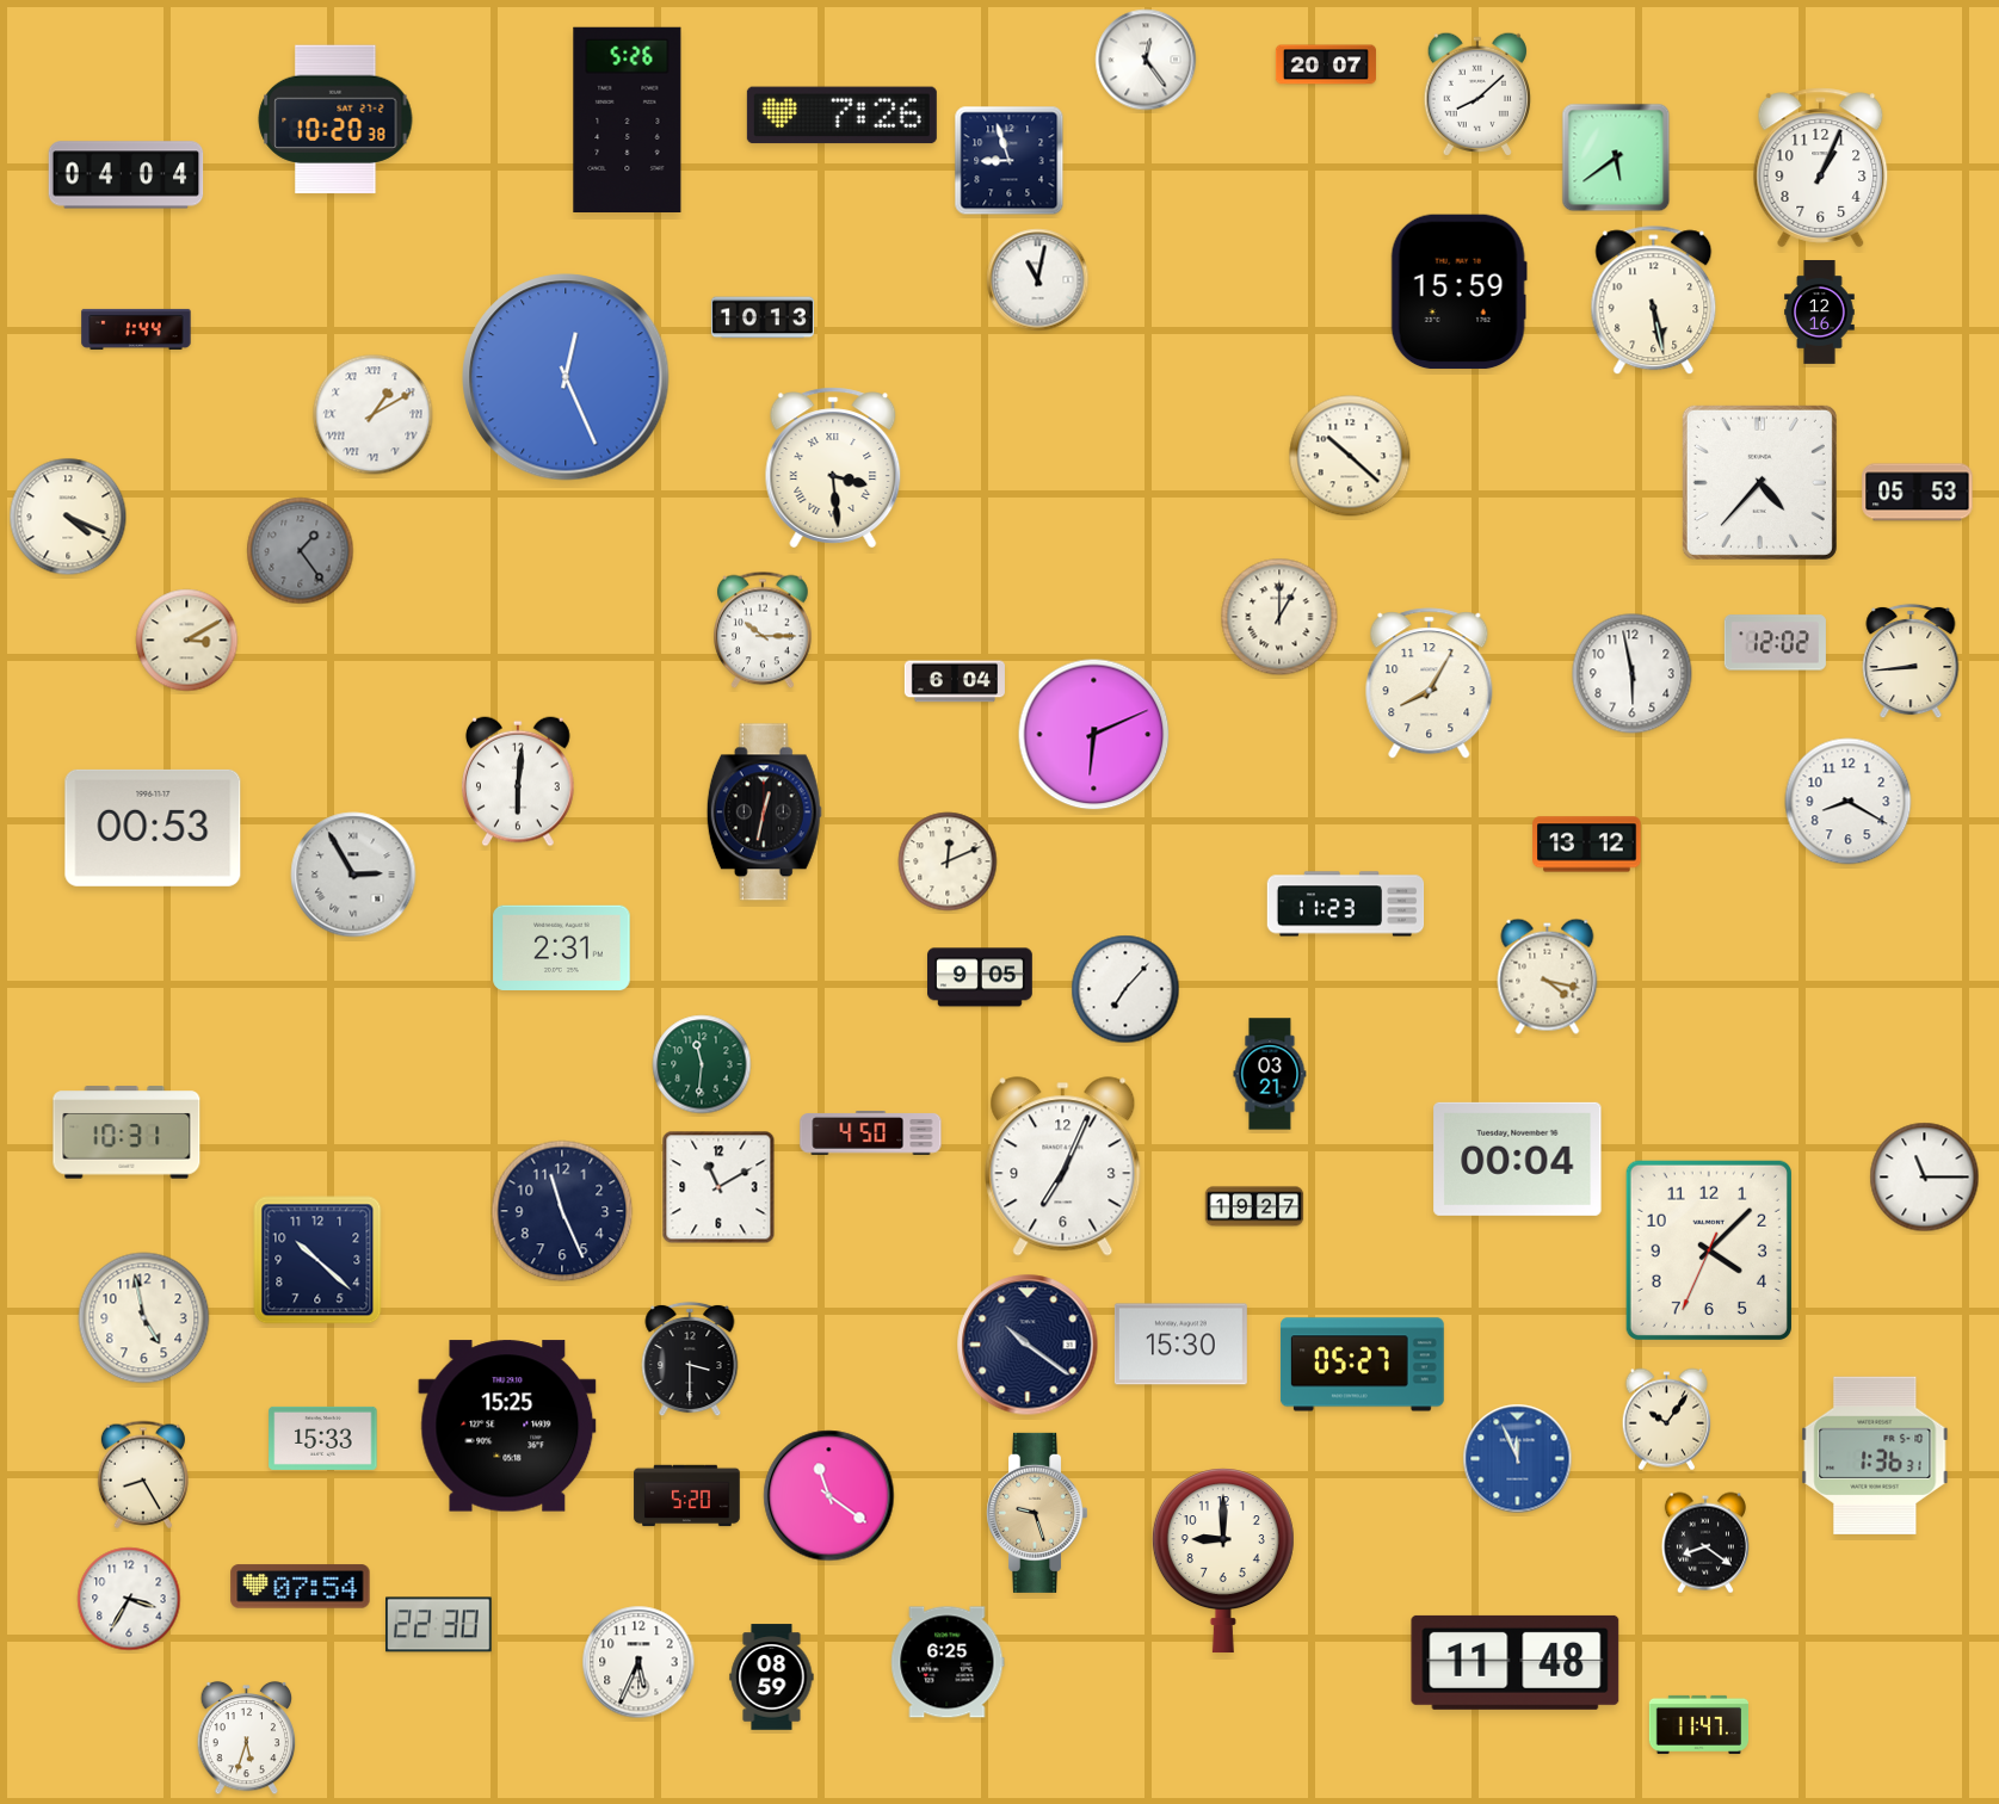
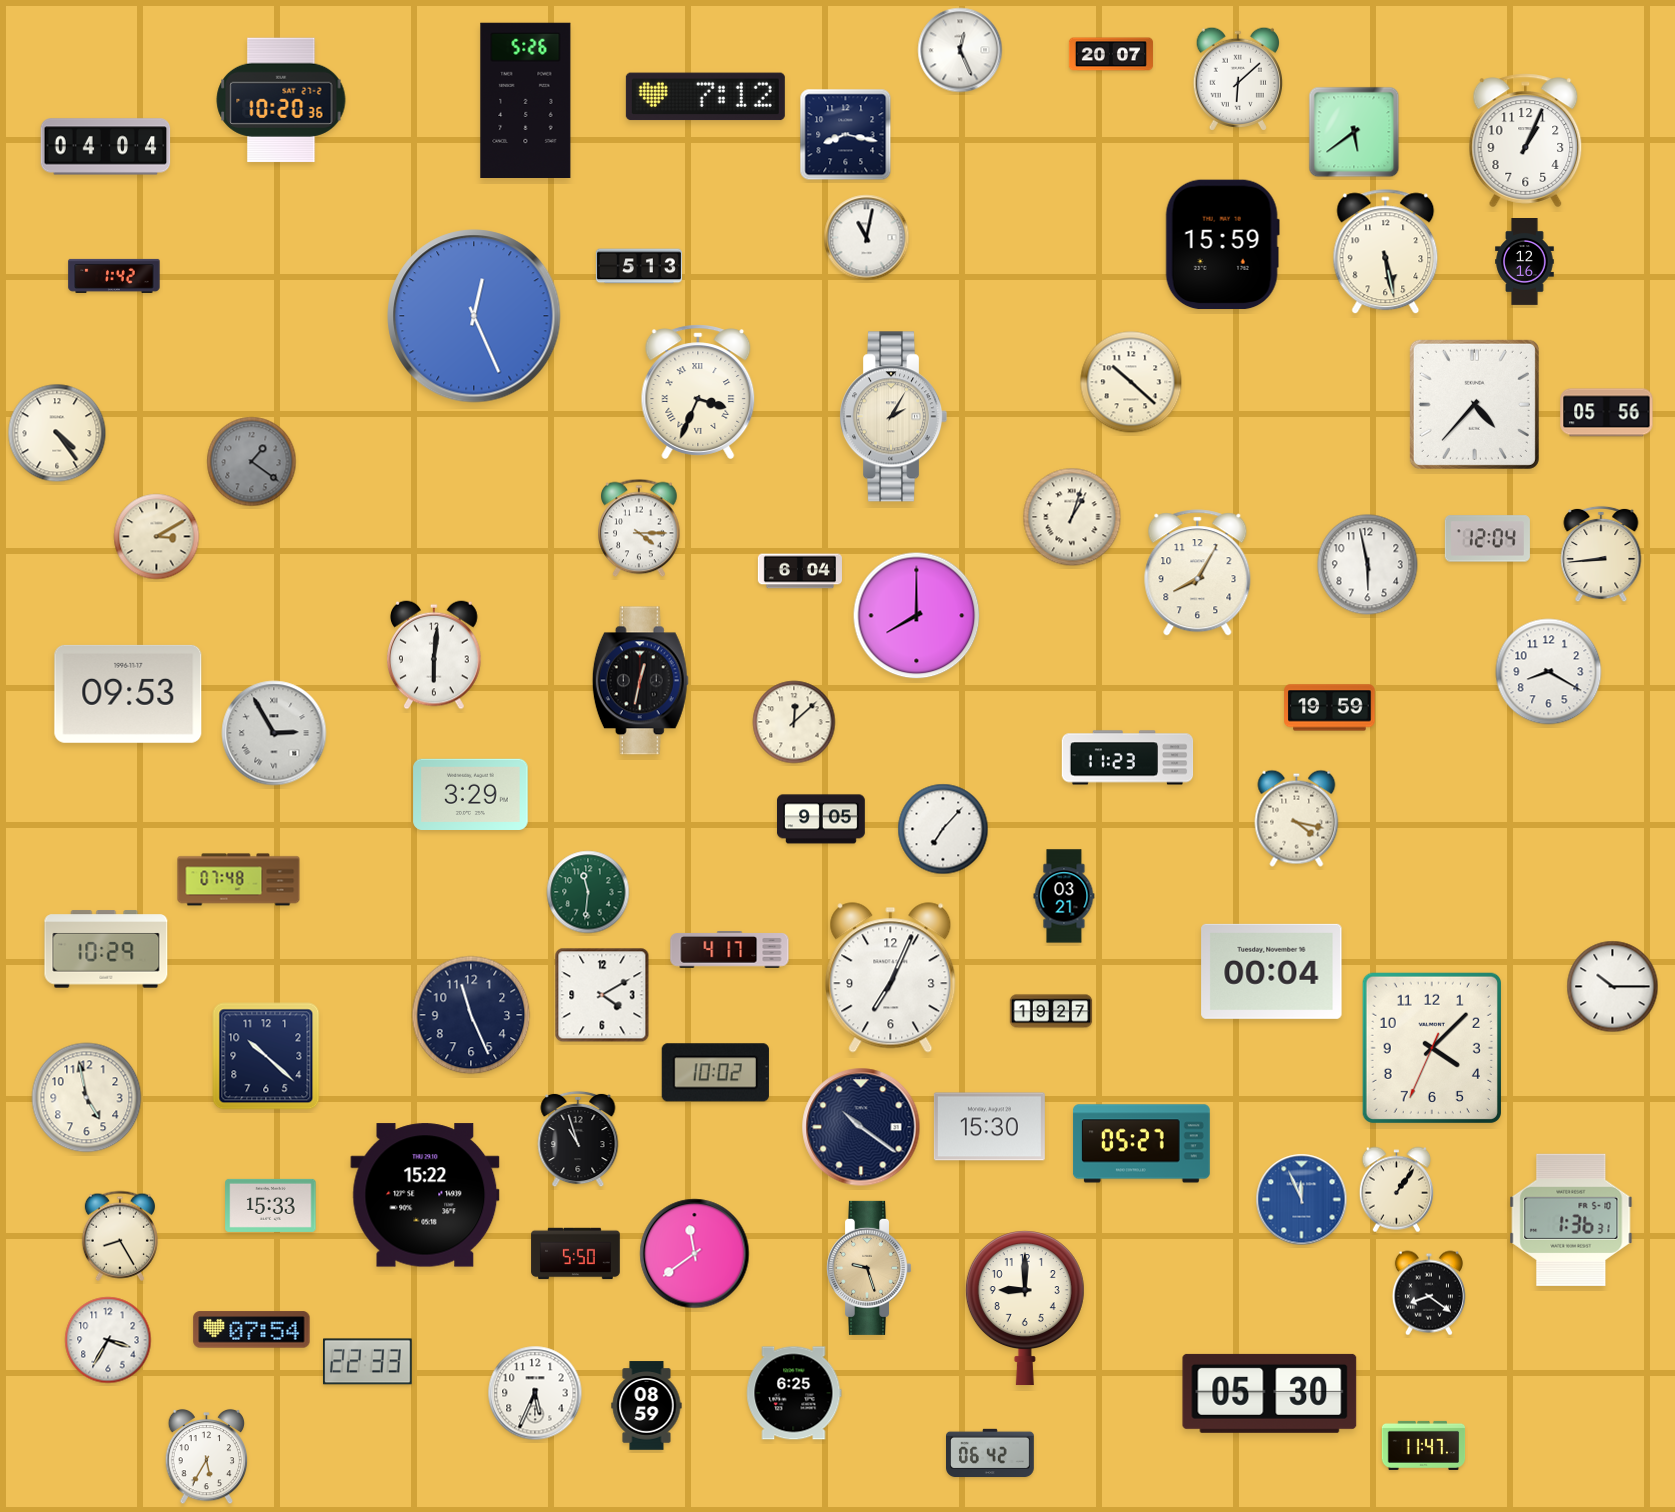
clock at (1146, 60): 12:24 -> 12:26
clock at (1476, 94): 8:08 -> 6:08
clock at (841, 116): 7:26 -> 7:12
clock at (335, 119): 10:20:38 -> 10:20:36
clock at (1010, 161): 8:57 -> 8:17
clock at (1038, 280) position: (1038, 280) -> (867, 238)
clock at (763, 317): 10:13 -> 5:13
clock at (136, 329): 1:44 -> 1:42
clock at (374, 415): 1:10 -> none
clock at (833, 468): 3:29 -> 3:34
clock at (1918, 493): 05:53 -> 05:56
clock at (894, 417): none -> 2:05
clock at (68, 517): 4:19 -> 4:24
clock at (301, 551): 1:24 -> 1:21
clock at (1279, 617): 1:00 -> 1:03
clock at (764, 630): 10:15 -> 4:15
clock at (1775, 643): 12:02 -> 12:04
clock at (1094, 735): 6:11 -> 8:00
clock at (153, 828): 00:53 -> 09:53
clock at (1587, 845): 13:12 -> 19:59
clock at (948, 861): 12:11 -> 12:08
clock at (353, 875) position: (353, 875) -> (274, 733)
clock at (562, 947): 2:31 -> 3:29
clock at (239, 880): none -> 07:48
clock at (1270, 1074) position: (1270, 1074) -> (1064, 896)
clock at (127, 1132): 10:31 -> 10:29
clock at (871, 1133): 4:50 -> 4:17
clock at (1925, 1178): 11:15 -> 10:15
clock at (718, 1187): 11:10 -> 4:10
clock at (715, 1073): none -> 10:02
clock at (144, 1318) position: (144, 1318) -> (87, 1098)
clock at (690, 1359): 3:30 -> 10:57
clock at (1666, 1420): 10:06 -> 1:06
clock at (507, 1426): 15:25 -> 15:22
clock at (1518, 1459) position: (1518, 1459) -> (1302, 1200)
clock at (687, 1496): 5:20 -> 5:50
clock at (829, 1496): 11:21 -> 11:39
clock at (439, 1625): 22:30 -> 22:33
clock at (1516, 1662): 11:48 -> 05:30
clock at (991, 1453): none -> 06:42
clock at (247, 1738): 5:33 -> 5:35
